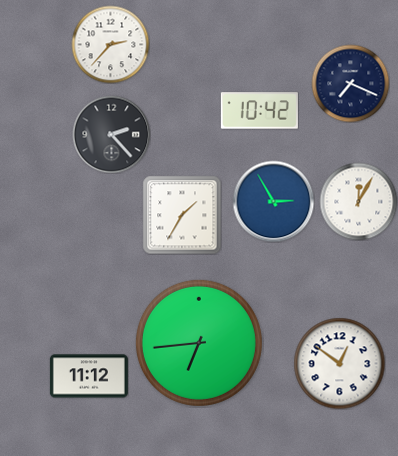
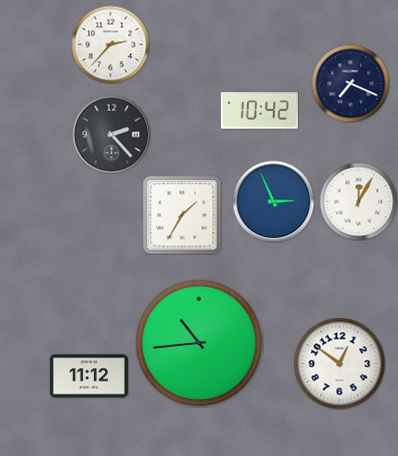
clock at (273, 201): 2:55 -> 2:56
clock at (199, 343): 6:44 -> 10:44
